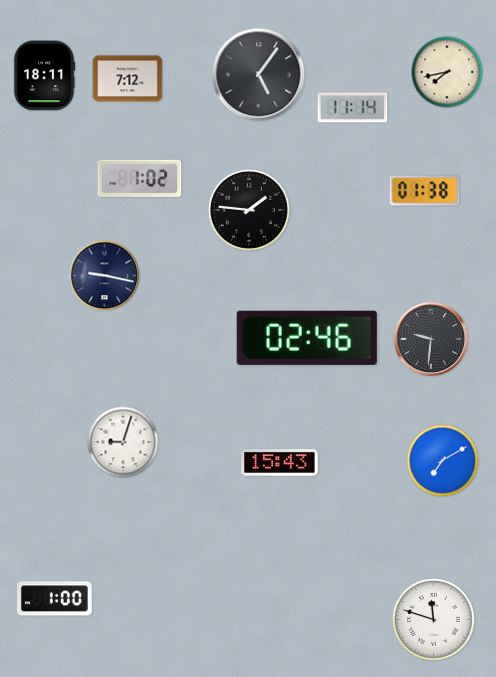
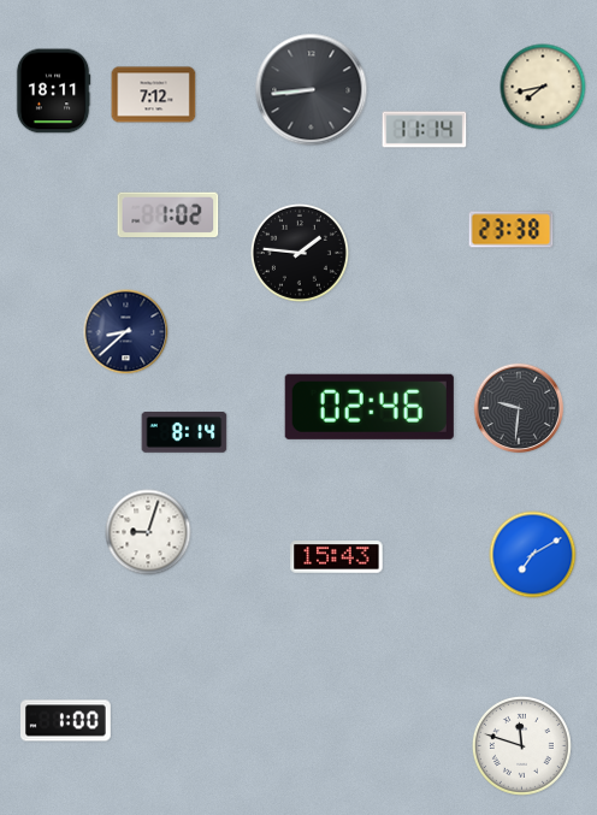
clock at (447, 72) position: (447, 72) -> (543, 87)
clock at (259, 75): 5:06 -> 8:44
clock at (425, 191): 01:38 -> 23:38
clock at (105, 276): 9:17 -> 8:38
clock at (184, 432): none -> 8:14
